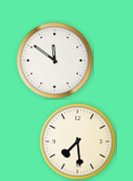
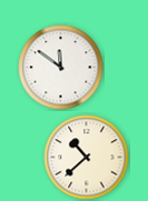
clock at (78, 142): 7:29 -> 10:38
